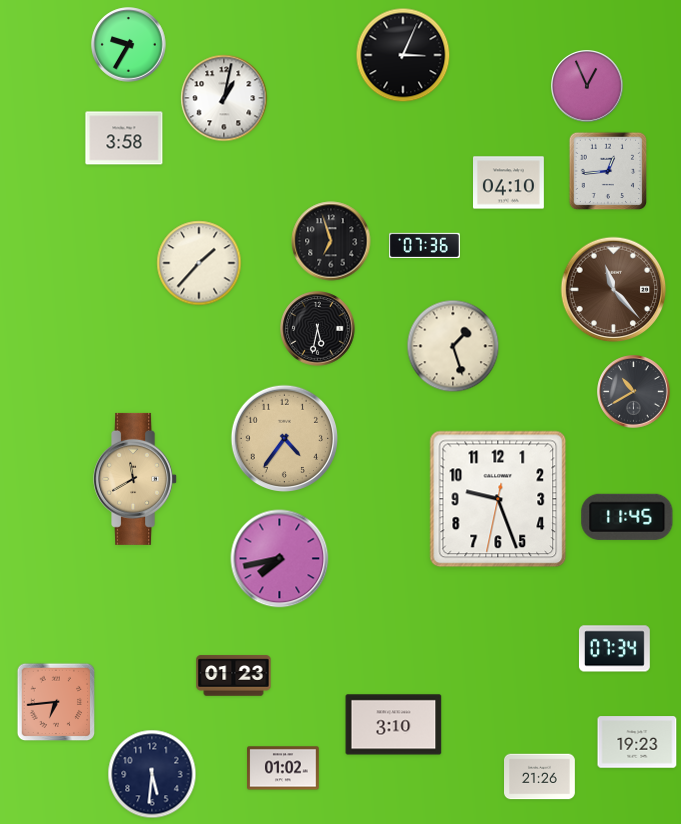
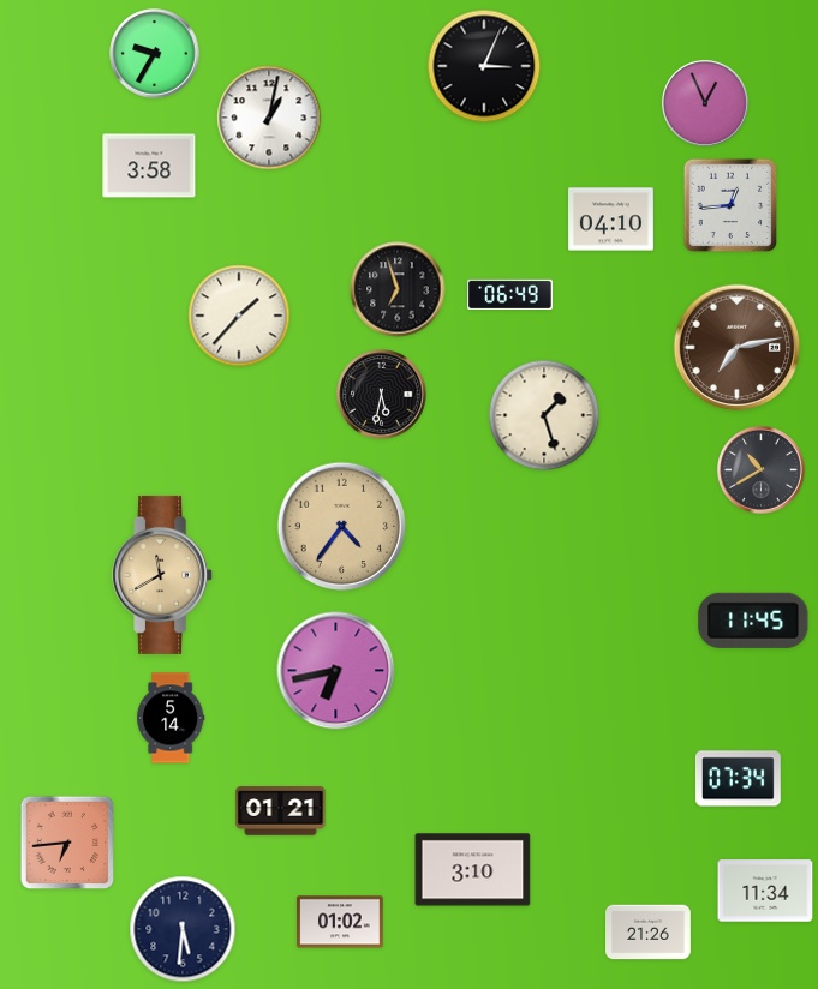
clock at (425, 245): 07:36 -> 06:49
clock at (614, 290): 11:23 -> 7:13
clock at (498, 499): 9:26 -> none
clock at (280, 559): 7:43 -> 6:43
clock at (171, 718): none -> 5:14
clock at (234, 676): 01:23 -> 01:21
clock at (637, 742): 19:23 -> 11:34
